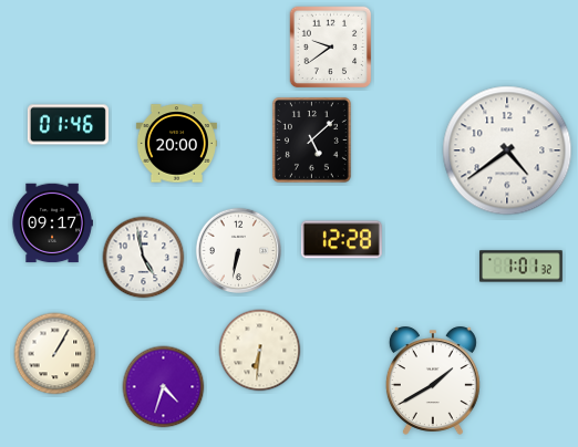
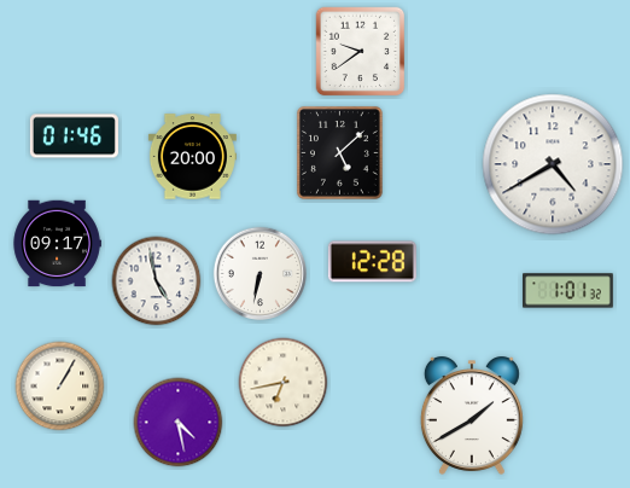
clock at (507, 150): 4:39 -> 4:40
clock at (260, 351): 6:31 -> 6:43
clock at (164, 387): 4:33 -> 4:28
